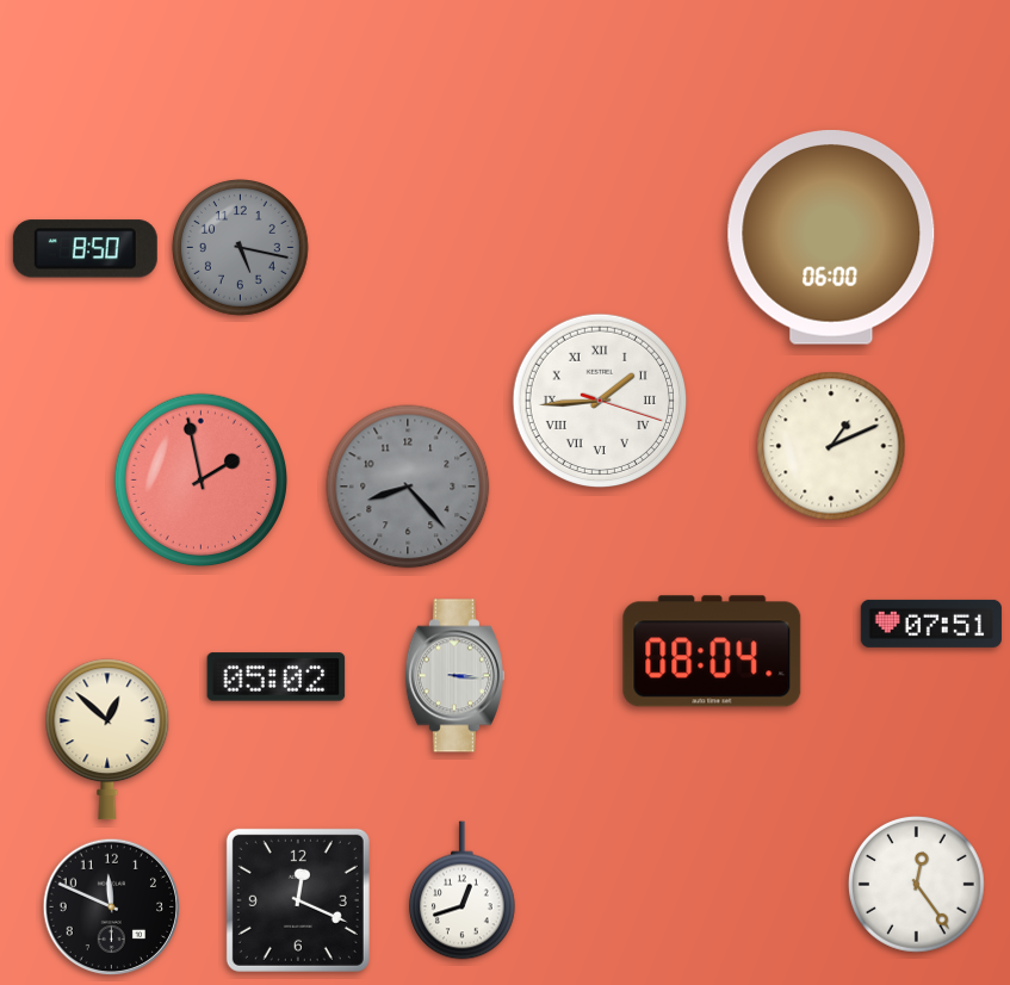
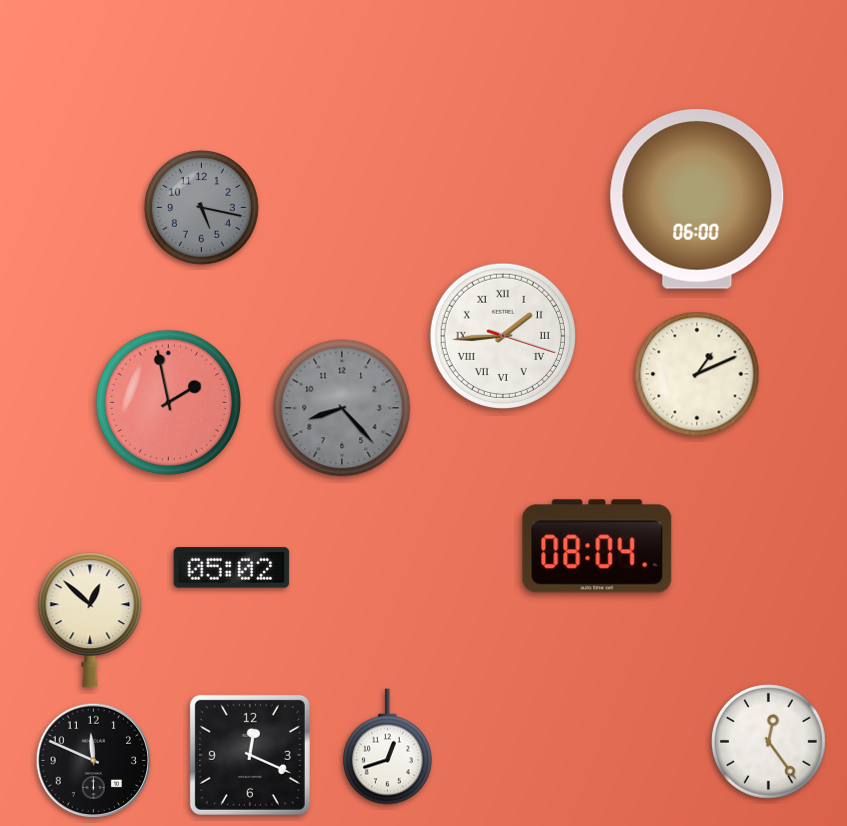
clock at (85, 249): 8:50 -> none
clock at (931, 624): 07:51 -> none
clock at (454, 676): 3:16 -> none
